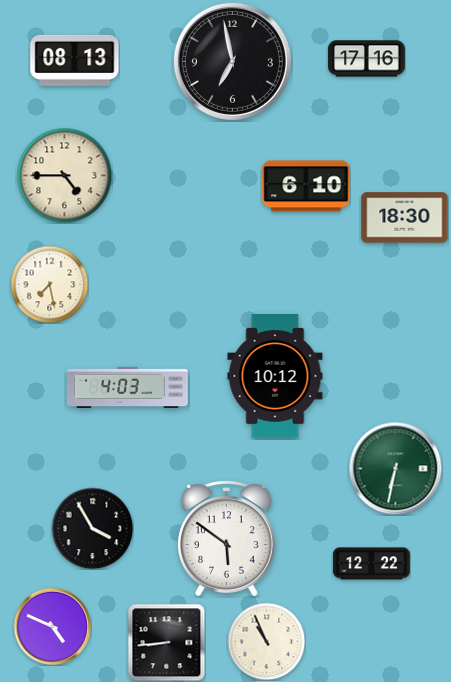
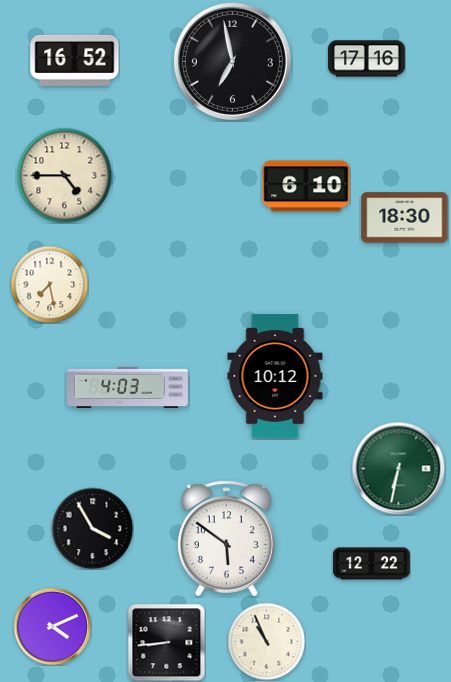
clock at (75, 60): 08:13 -> 16:52
clock at (395, 468) position: (395, 468) -> (398, 468)
clock at (52, 626): 4:49 -> 4:11
